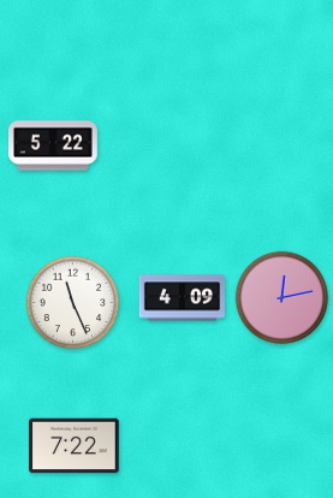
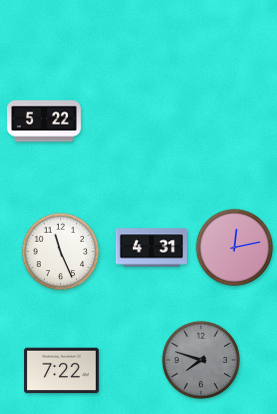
clock at (182, 298): 4:09 -> 4:31
clock at (201, 360): none -> 7:48
